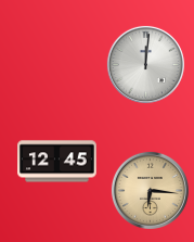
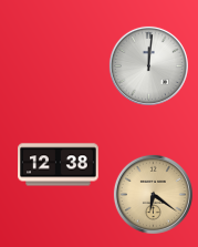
clock at (57, 162): 12:45 -> 12:38
clock at (150, 190): 6:16 -> 6:21
